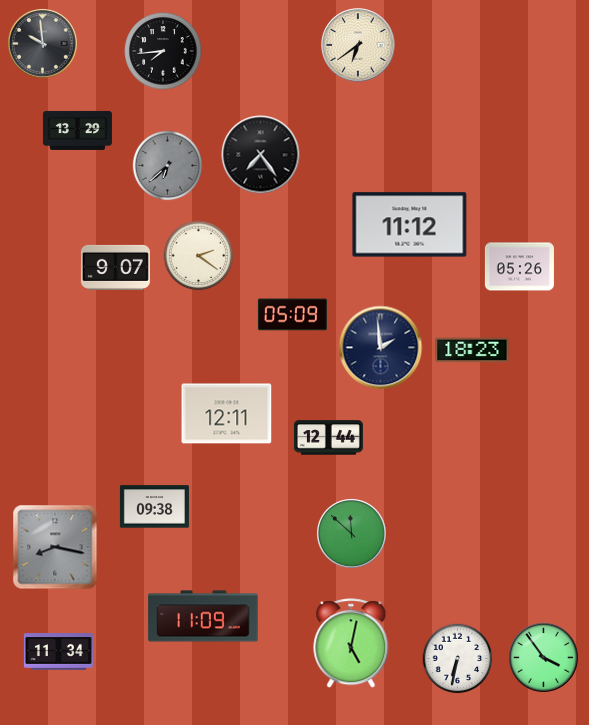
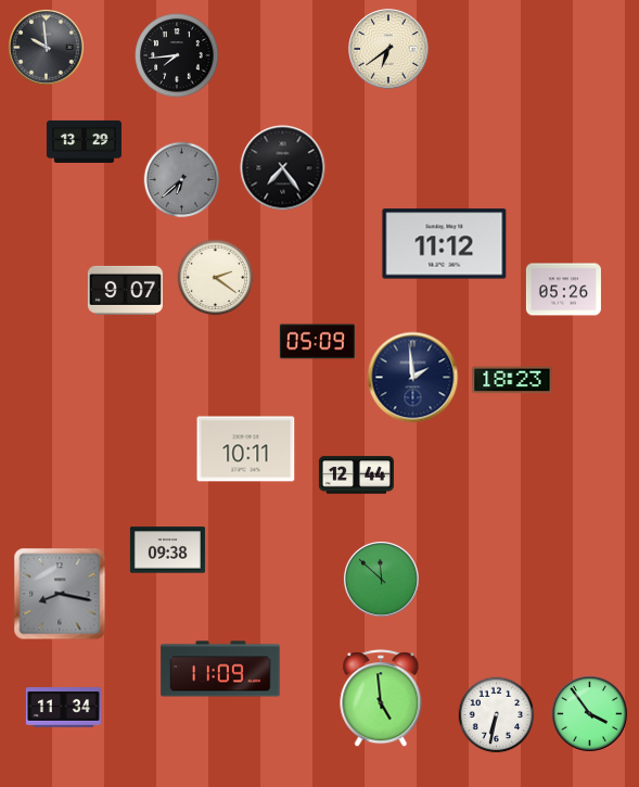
clock at (227, 414): 12:11 -> 10:11
clock at (351, 644): 5:02 -> 4:59
